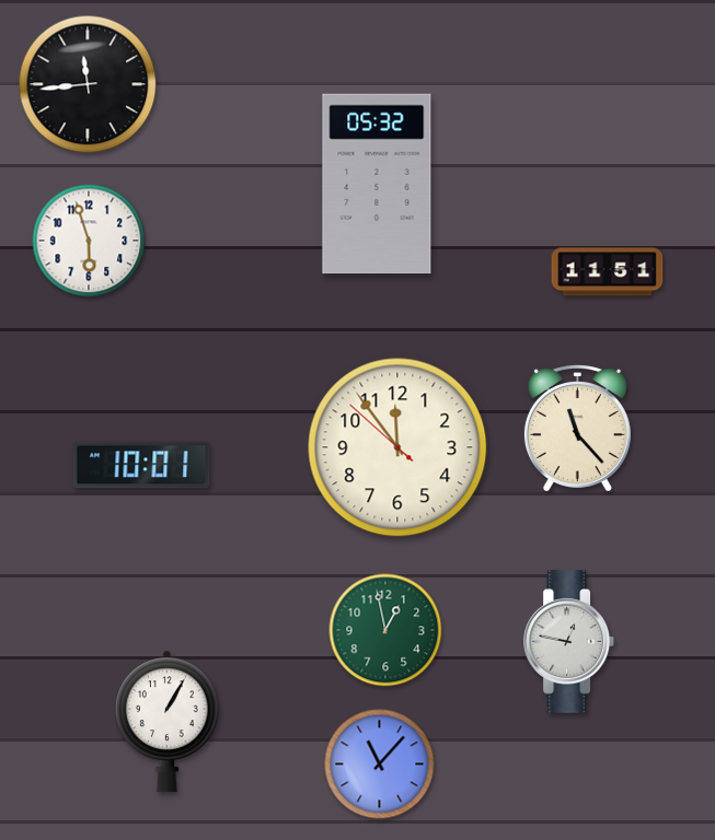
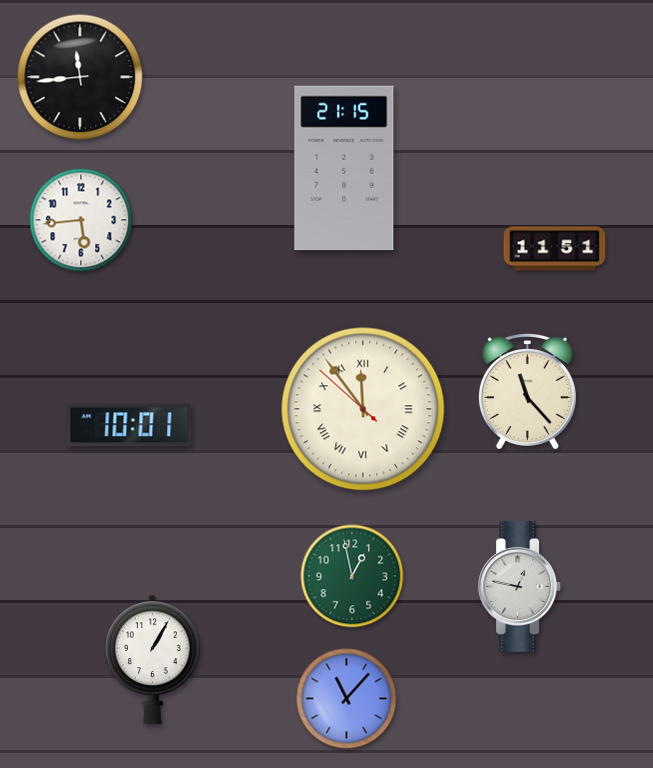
clock at (377, 184): 05:32 -> 21:15
clock at (89, 241): 5:57 -> 5:44
clock at (397, 447) numerals: Arabic -> Roman
